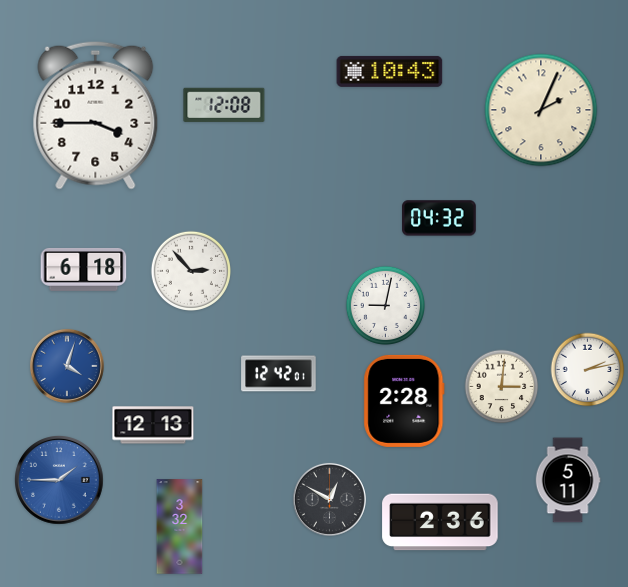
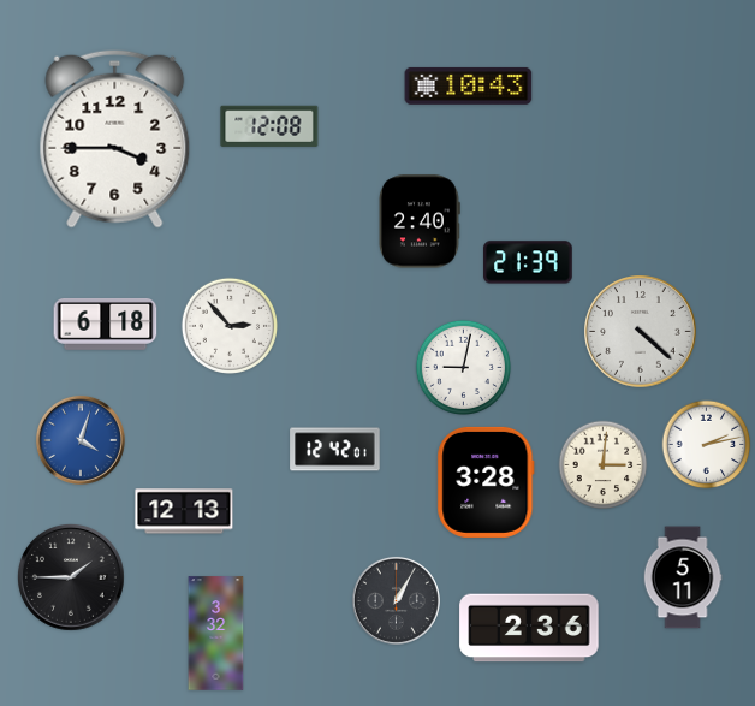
clock at (541, 110): 2:04 -> none
clock at (418, 221): none -> 2:40
clock at (439, 218): 04:32 -> 21:39
clock at (84, 269) position: (84, 269) -> (106, 324)
clock at (641, 332): none -> 4:22
clock at (404, 401): 2:28 -> 3:28
clock at (60, 481) dial: blue -> black
clock at (329, 499): 12:50 -> 1:05
